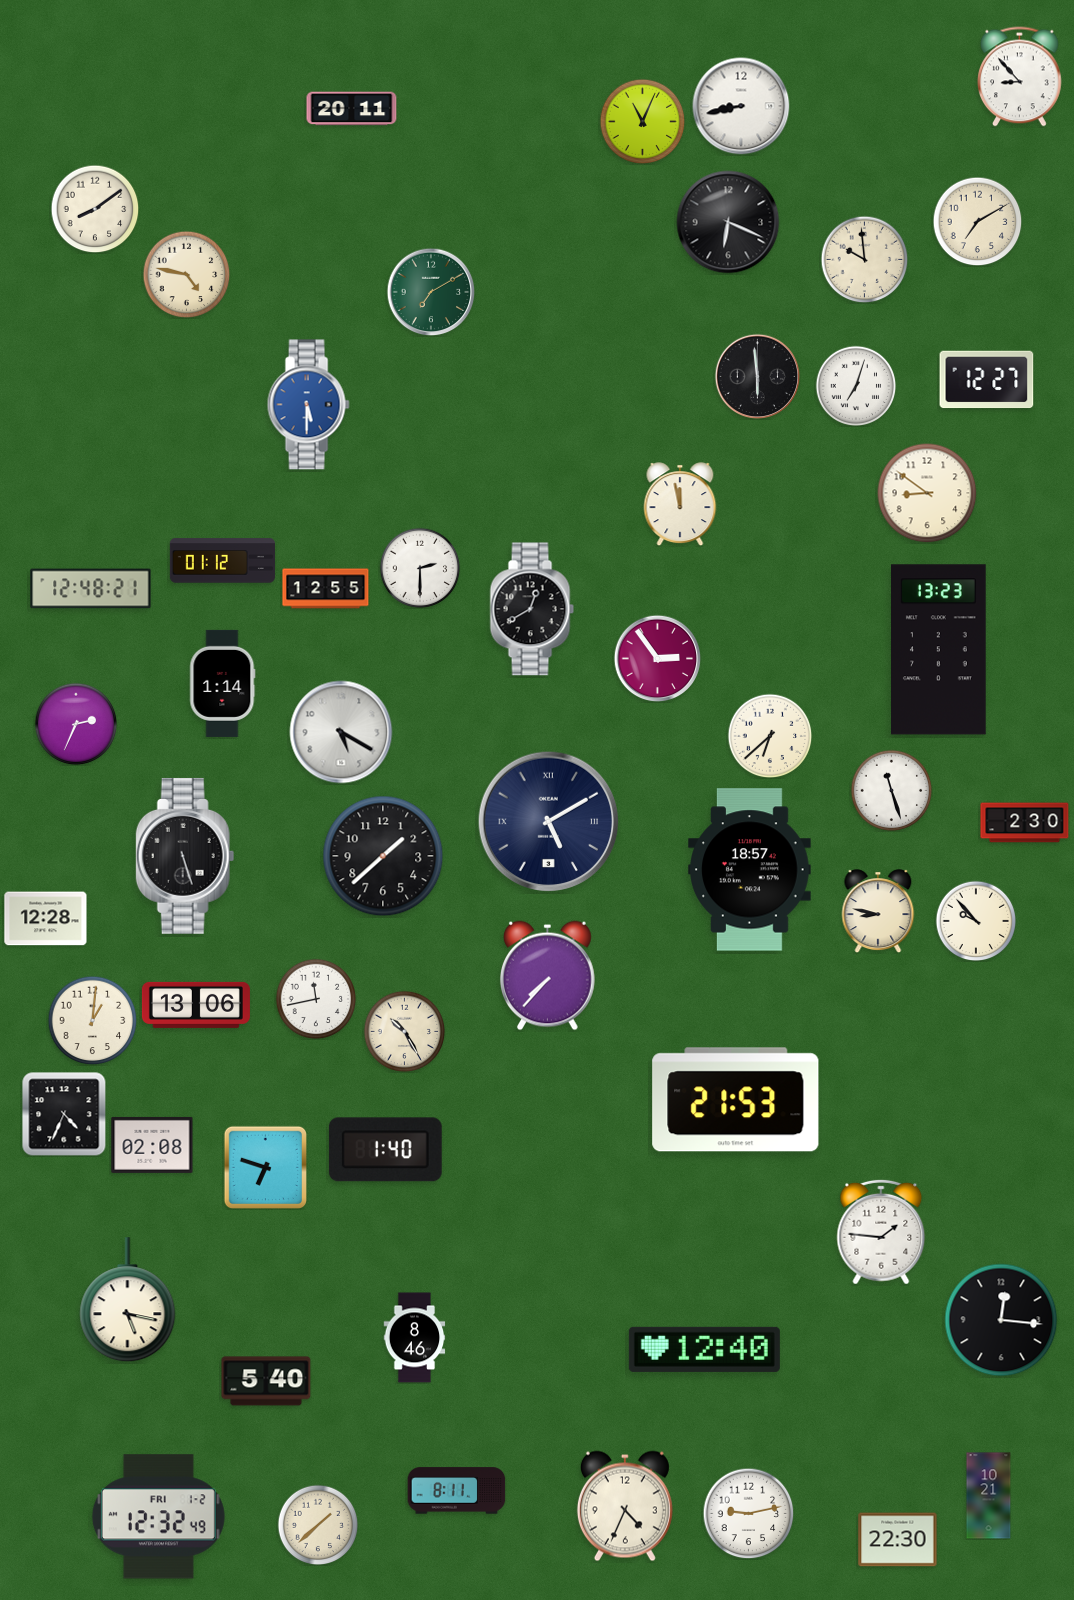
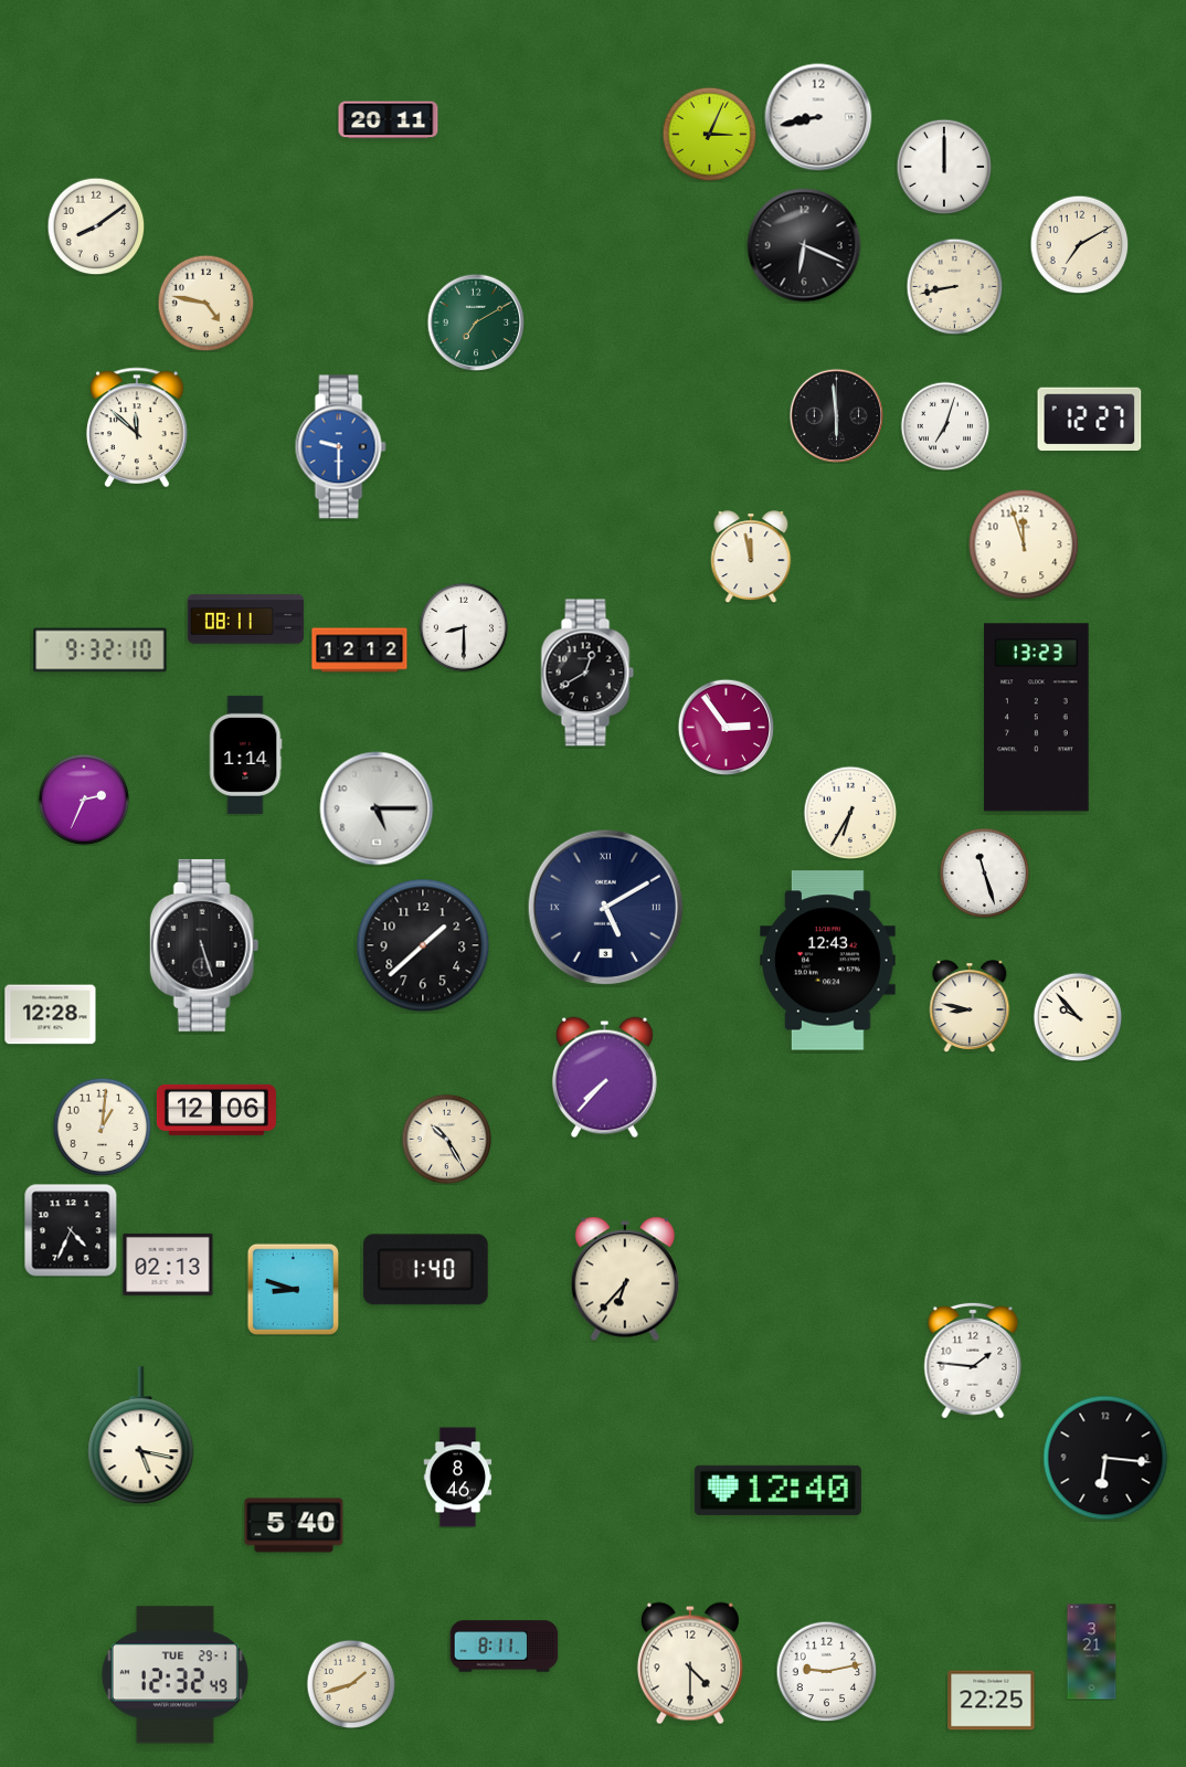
clock at (1020, 77): 8:53 -> none
clock at (642, 121): 11:04 -> 3:04
clock at (944, 167): none -> 12:00
clock at (95, 209) position: (95, 209) -> (96, 226)
clock at (864, 259): 9:59 -> 8:43
clock at (137, 426): none -> 11:52
clock at (308, 405): 5:30 -> 9:30
clock at (927, 493): 8:51 -> 11:57
clock at (222, 561): 01:12 -> 08:11
clock at (420, 568): 2:30 -> 8:30
clock at (91, 589): 12:48 -> 9:32
clock at (326, 589): 12:55 -> 12:12
clock at (341, 732): 5:20 -> 5:15
clock at (770, 736): 6:38 -> 6:35
clock at (1025, 823): 2:30 -> none
clock at (750, 870): 18:57 -> 12:43
clock at (316, 999): 11:43 -> none
clock at (196, 1005): 13:06 -> 12:06
clock at (736, 1100): 21:53 -> none
clock at (152, 1145): 02:08 -> 02:13
clock at (624, 1279): none -> 6:37
clock at (265, 1167): 6:48 -> 8:48
clock at (1001, 1320): 12:16 -> 6:16
clock at (989, 1496): 10:21 -> 3:21
clock at (625, 1506): 4:34 -> 4:30
clock at (158, 1517) date: FRI 1-2 -> TUE 29-1
clock at (318, 1525): 1:38 -> 1:42
clock at (898, 1540): 22:30 -> 22:25
